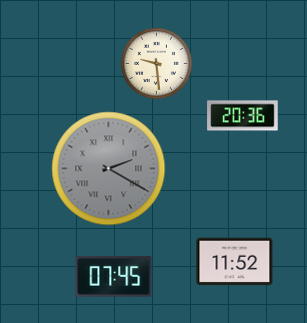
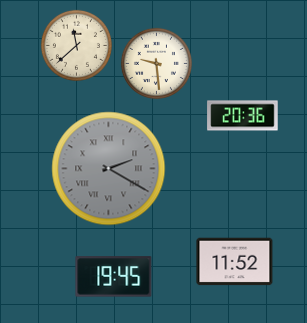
clock at (76, 45): none -> 11:38
clock at (114, 277): 07:45 -> 19:45
